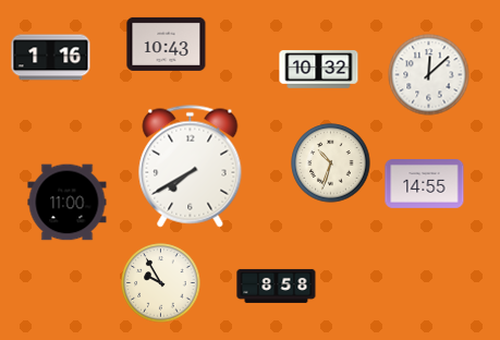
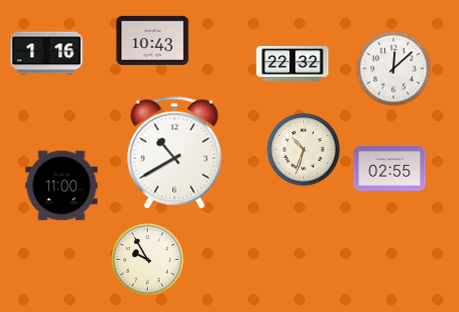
clock at (319, 70): 10:32 -> 22:32
clock at (191, 167): 7:40 -> 10:40
clock at (425, 184): 14:55 -> 02:55
clock at (277, 286): 8:58 -> none
